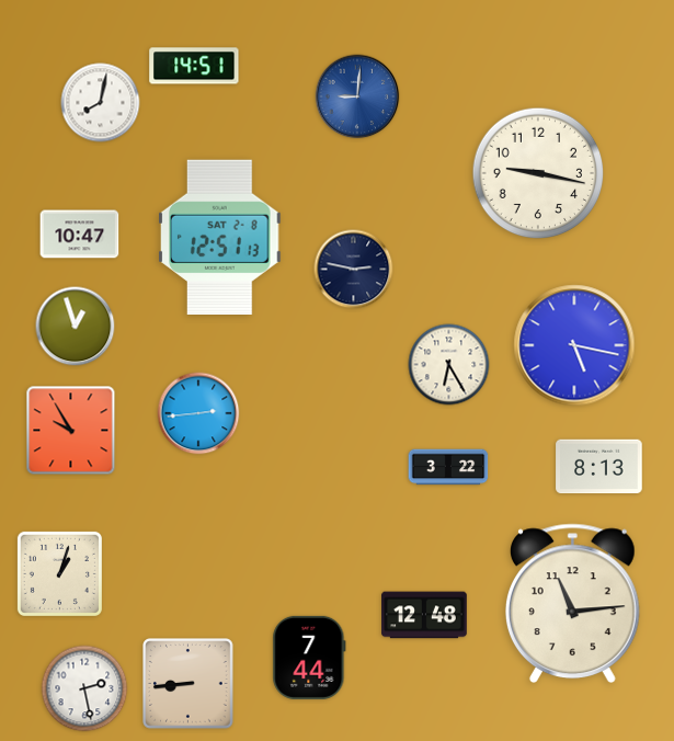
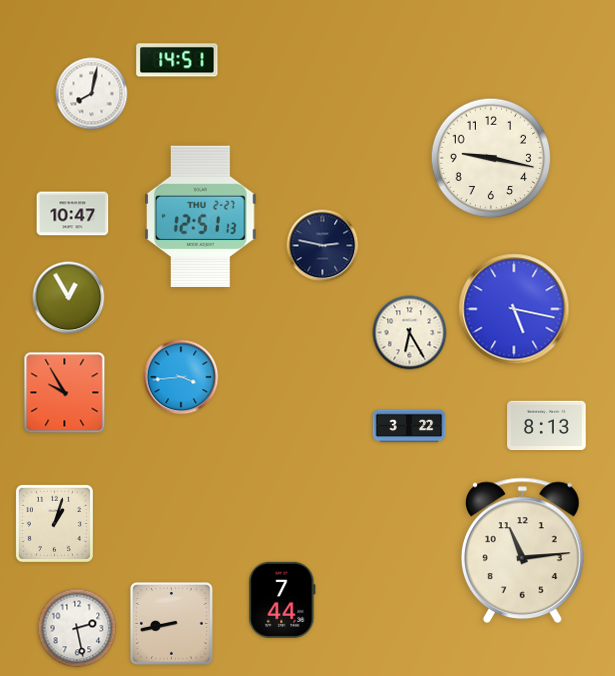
clock at (357, 96): 9:01 -> none
clock at (220, 237) date: SAT 2-8 -> THU 2-27
clock at (76, 327): 12:57 -> 12:55
clock at (574, 345) position: (574, 345) -> (514, 309)
clock at (198, 413): 2:44 -> 3:44
clock at (424, 615): 12:48 -> none
clock at (189, 684): 8:44 -> 8:43
